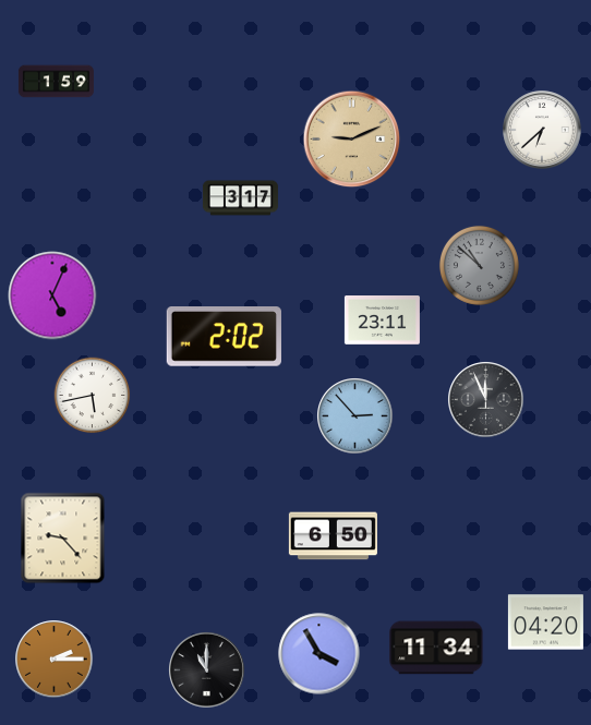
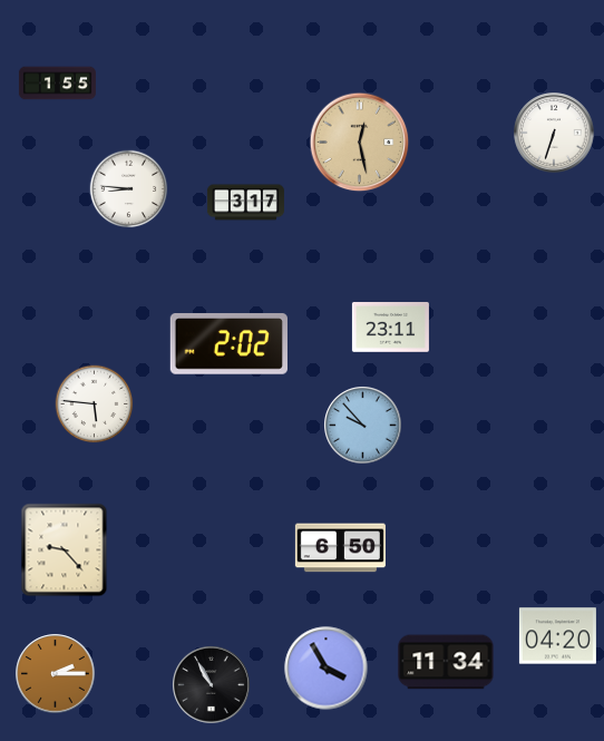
clock at (56, 82): 1:59 -> 1:55
clock at (542, 130): 6:38 -> 6:33
clock at (352, 140): 9:11 -> 12:28
clock at (129, 189): none -> 8:46
clock at (479, 265): 10:52 -> none
clock at (52, 295): 5:04 -> none
clock at (93, 396): 5:43 -> 5:46
clock at (486, 400): 11:56 -> none
clock at (355, 416): 2:53 -> 9:53
clock at (207, 670): 11:00 -> 10:55
